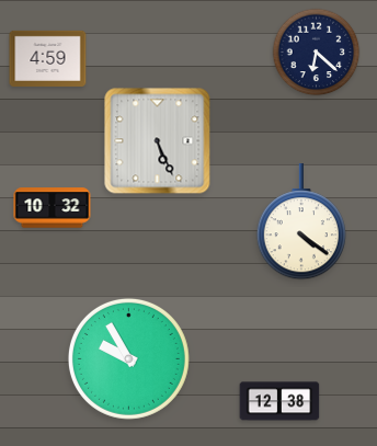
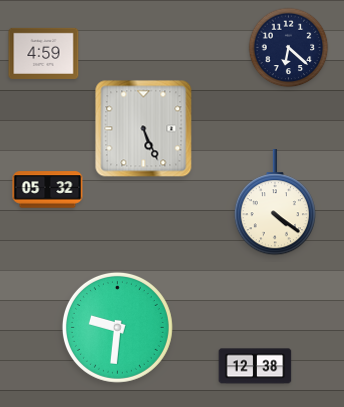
clock at (53, 208): 10:32 -> 05:32
clock at (128, 358): 9:55 -> 9:31
